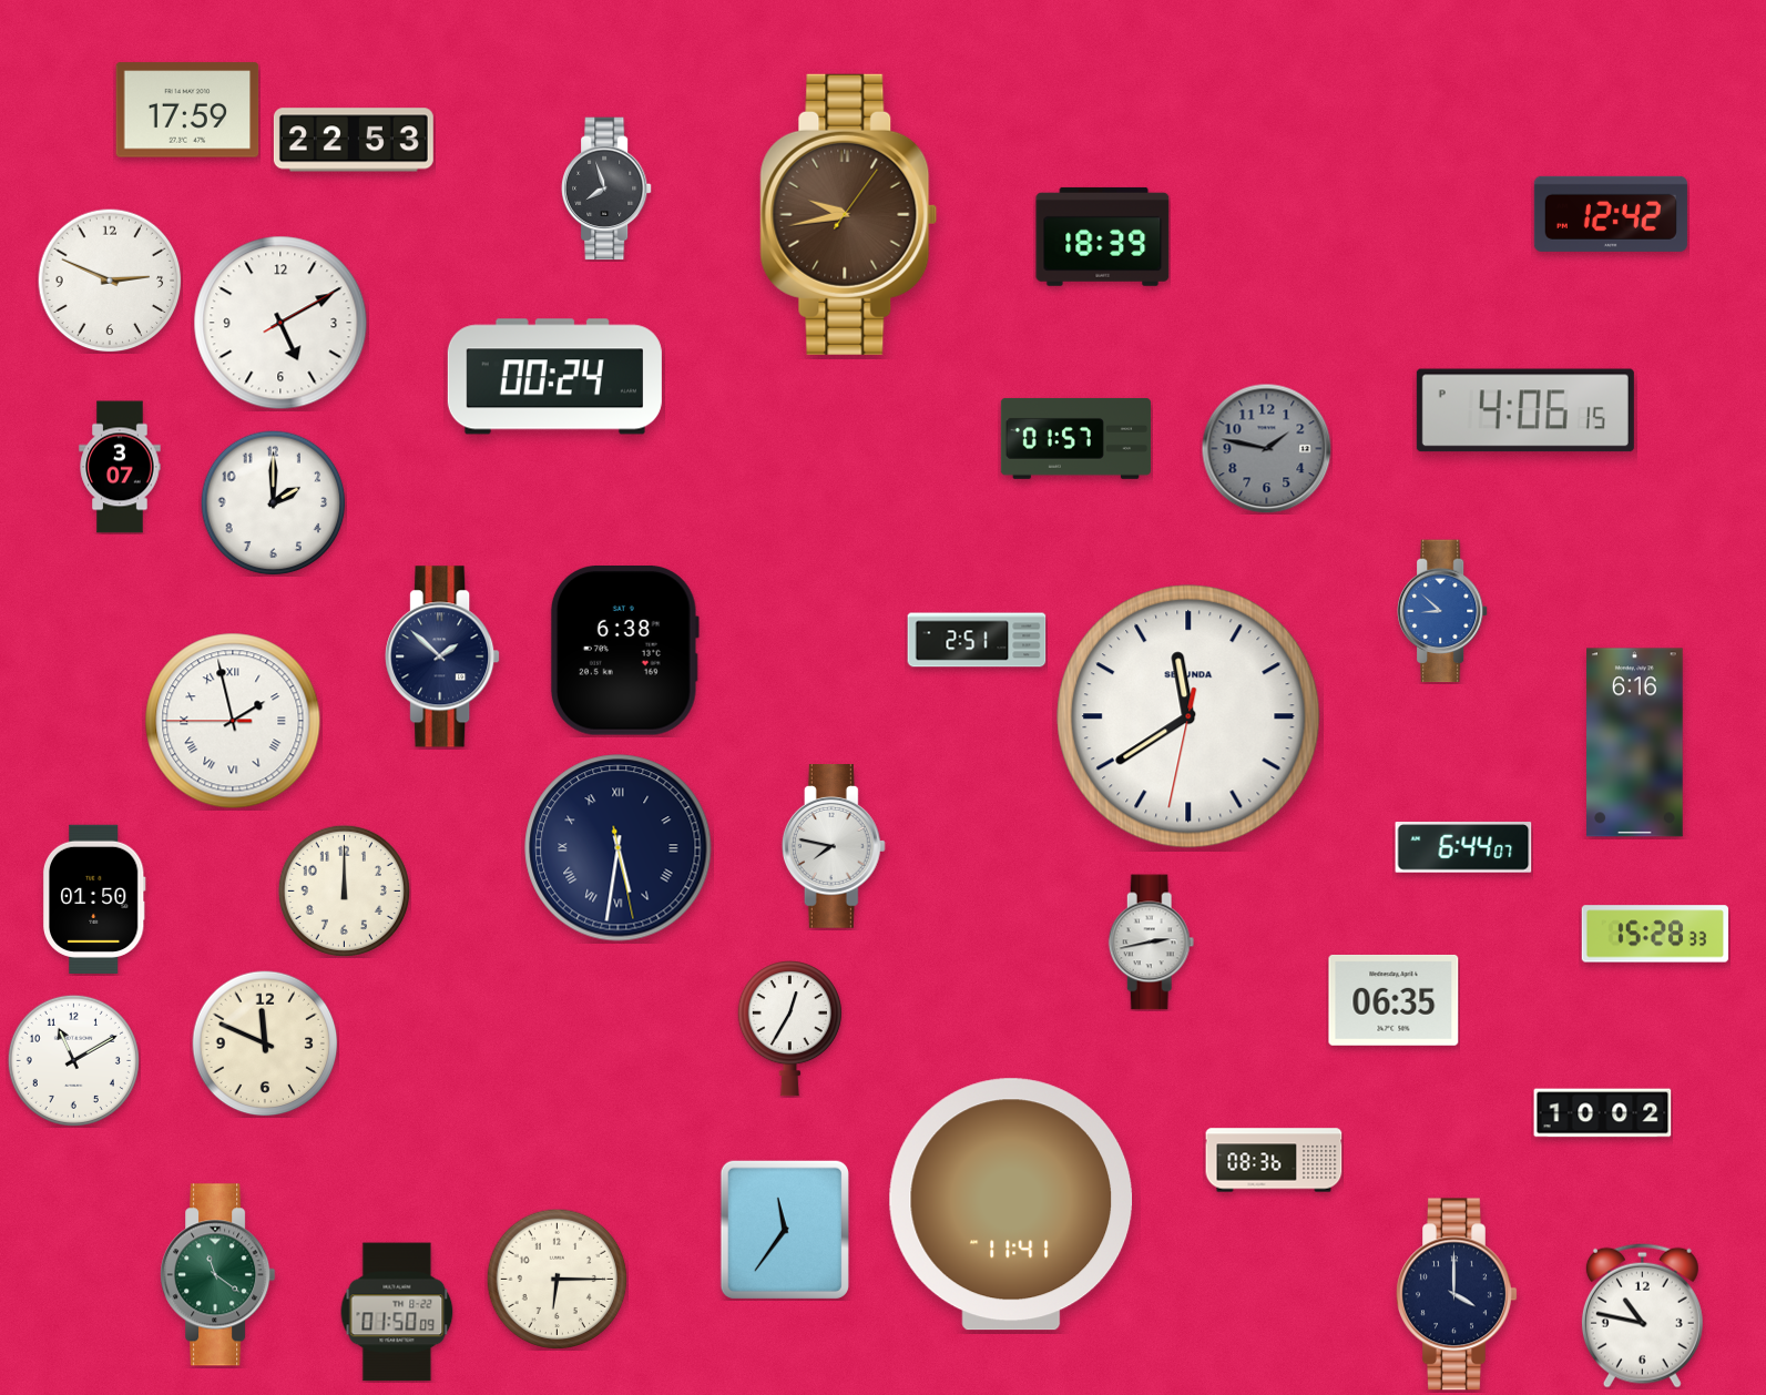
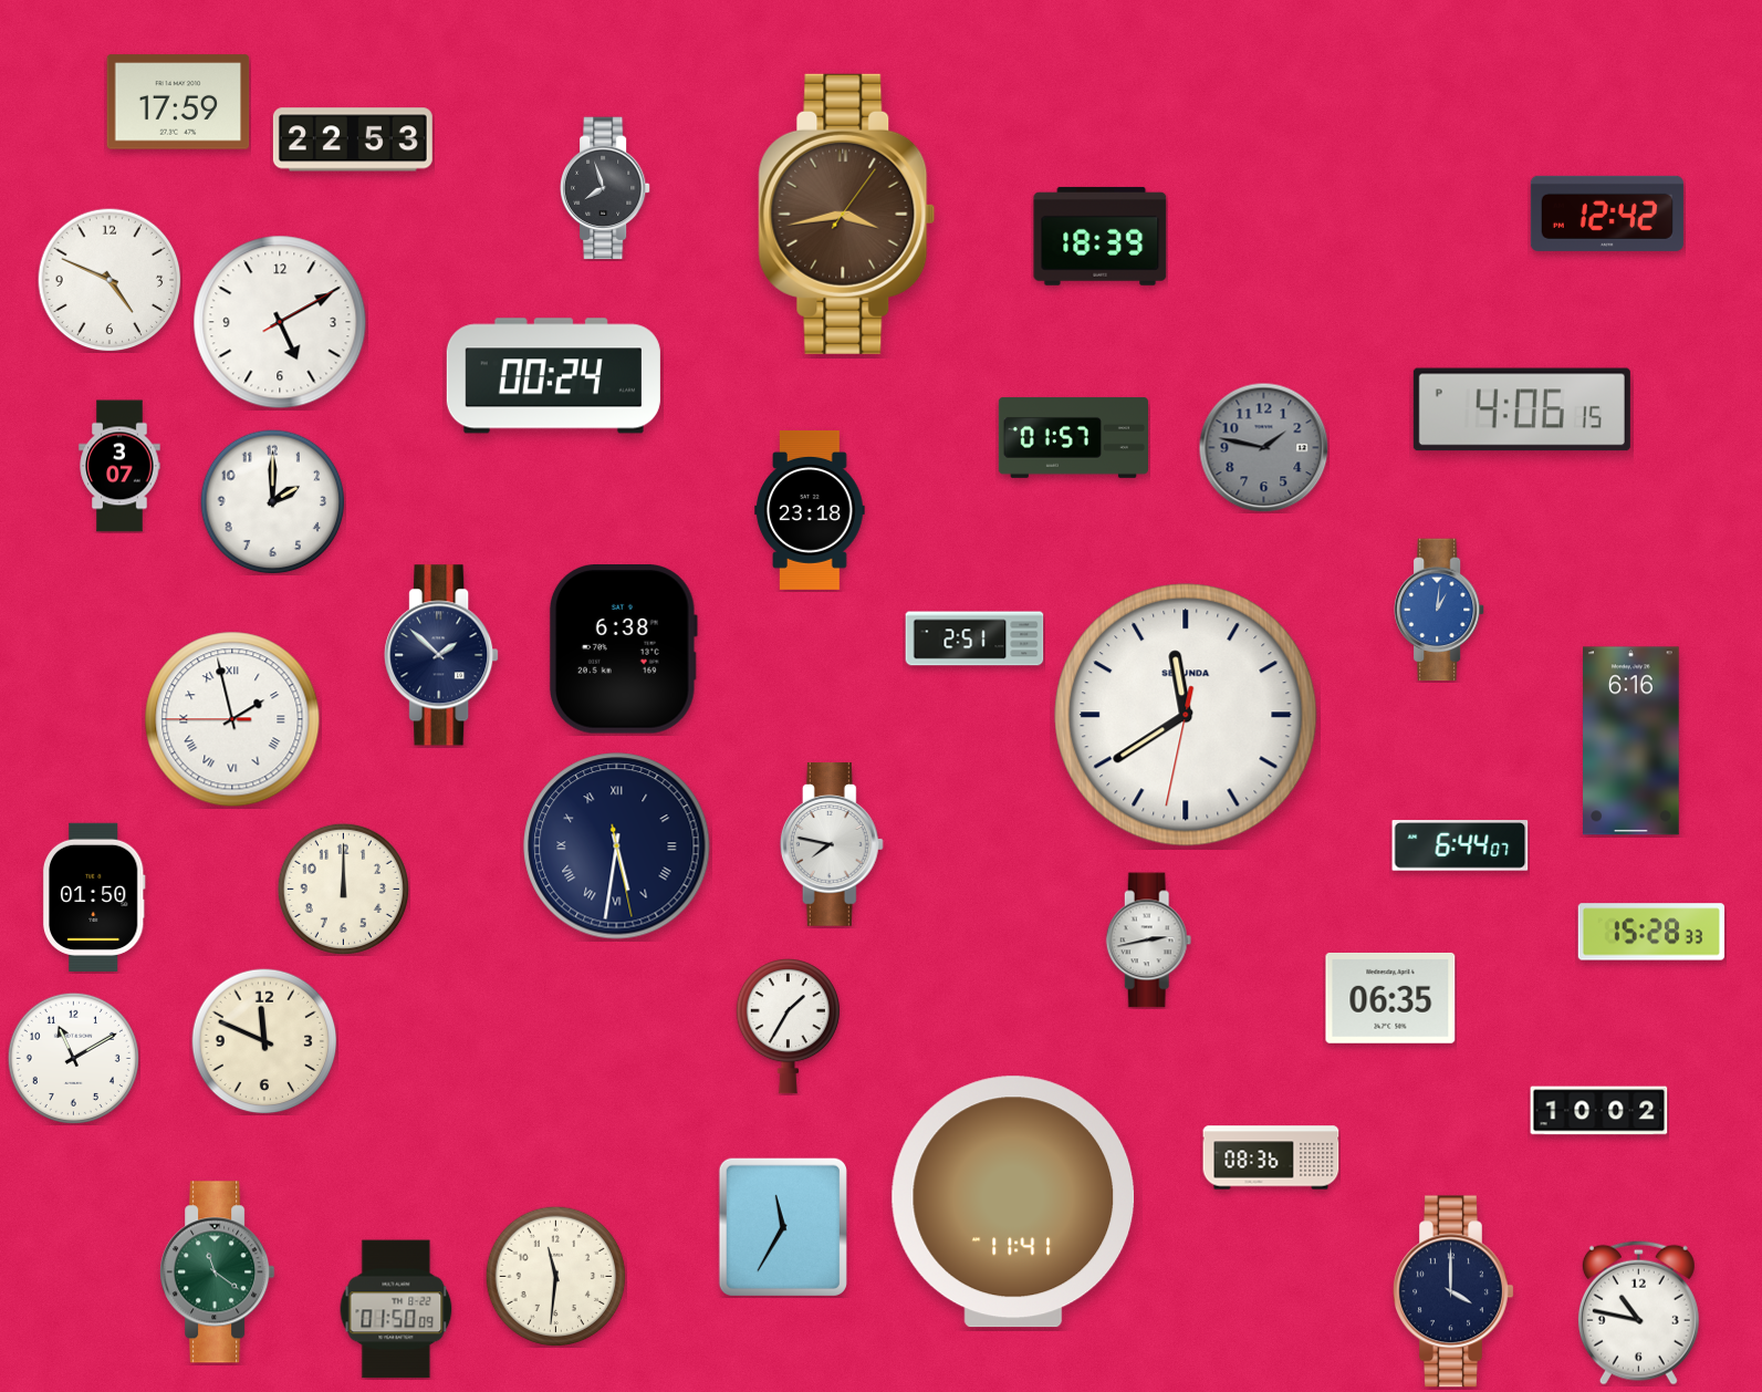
clock at (187, 110) position: (187, 110) -> (178, 102)
clock at (849, 214): 9:43 -> 3:43
clock at (110, 281): 2:49 -> 4:49
clock at (810, 510): none -> 23:18
clock at (1443, 611): 8:52 -> 1:01
clock at (789, 1028): 12:35 -> 1:35
clock at (1011, 1204) position: (1011, 1204) -> (1013, 1202)
clock at (785, 1230): 11:36 -> 11:35
clock at (557, 1279): 6:15 -> 11:31
